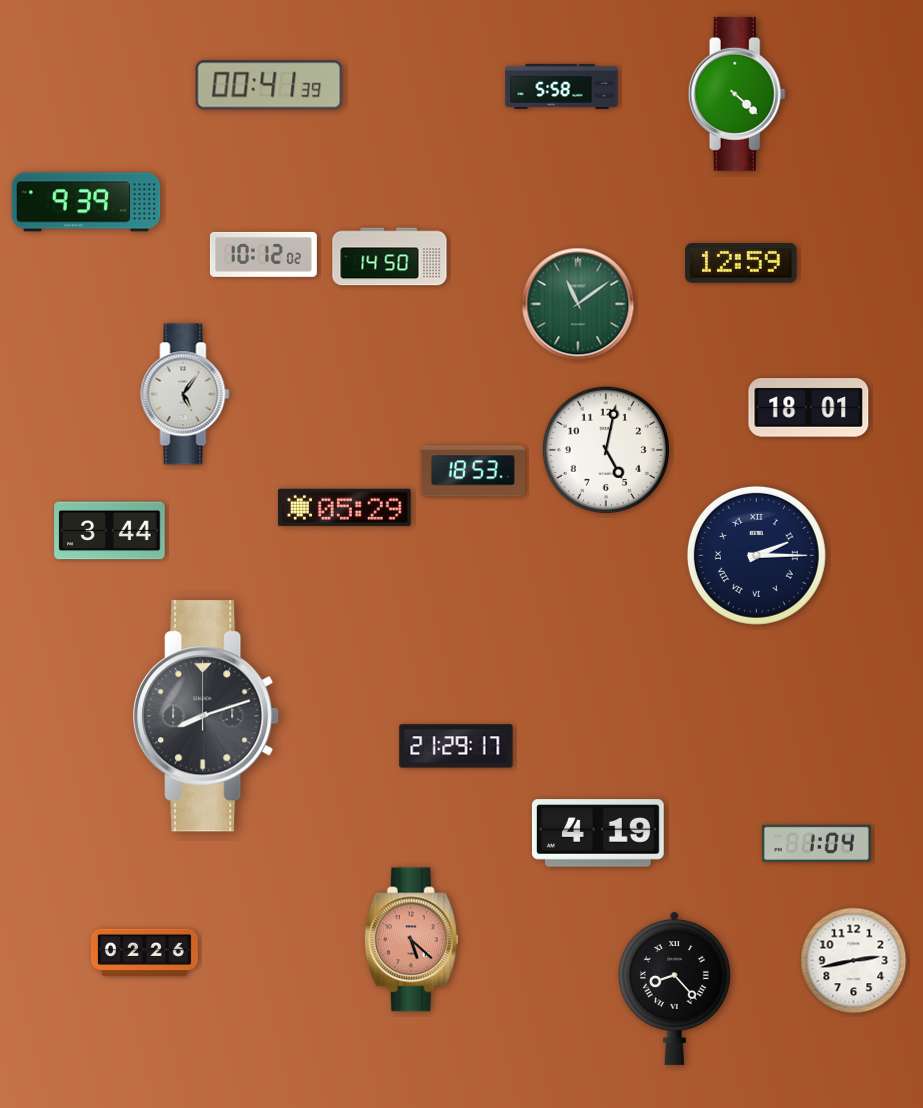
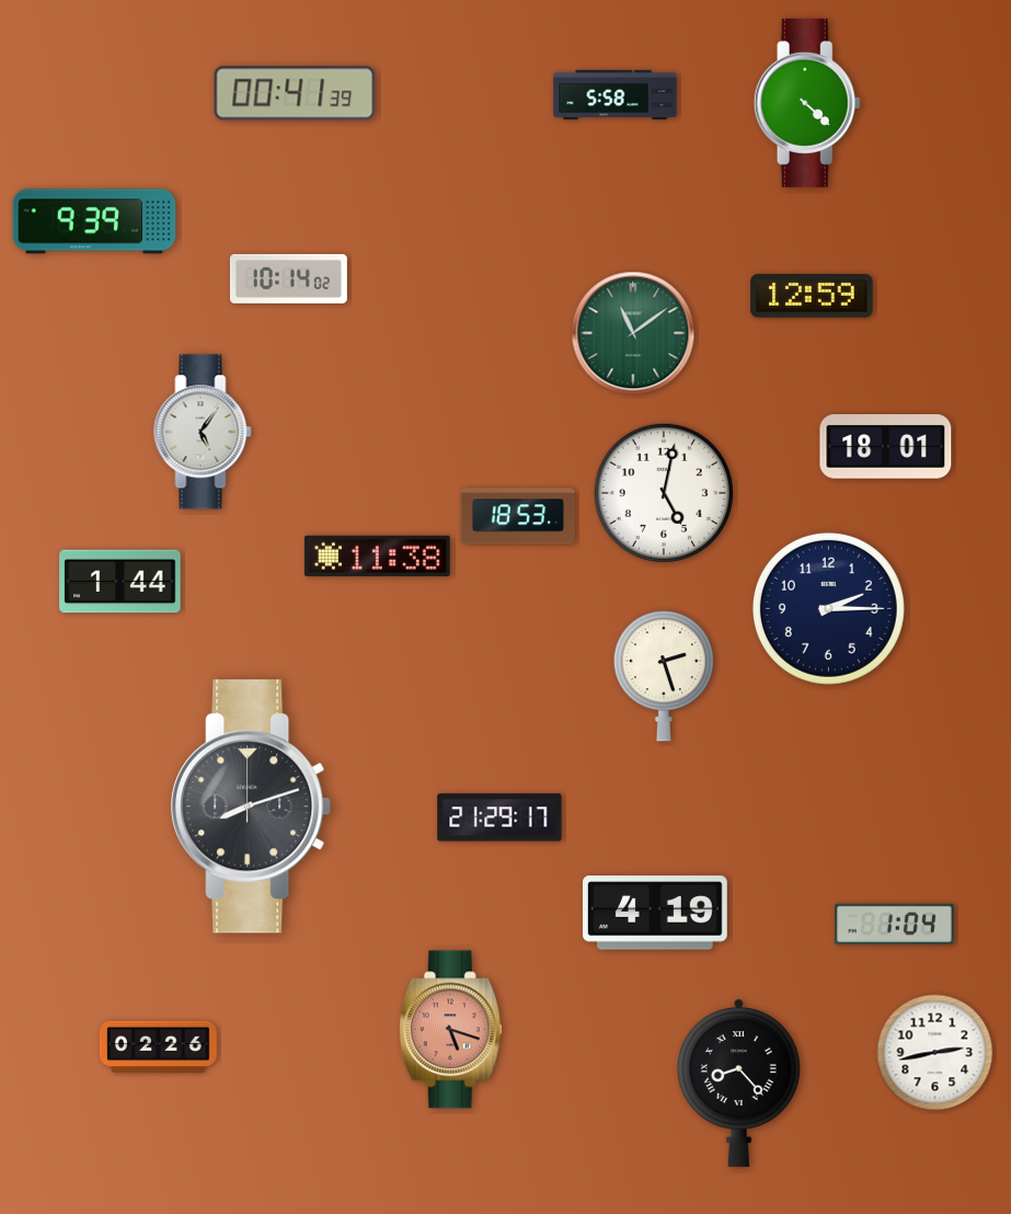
clock at (263, 254): 10:12 -> 10:14
clock at (390, 257): 14:50 -> none
clock at (741, 263) position: (741, 263) -> (812, 296)
clock at (345, 507): 05:29 -> 11:38
clock at (110, 531): 3:44 -> 1:44
clock at (756, 555) numerals: Roman -> Arabic
clock at (663, 676): none -> 2:27
clock at (207, 716) position: (207, 716) -> (252, 806)
clock at (411, 940): 5:22 -> 5:18
clock at (144, 953) position: (144, 953) -> (158, 1047)
